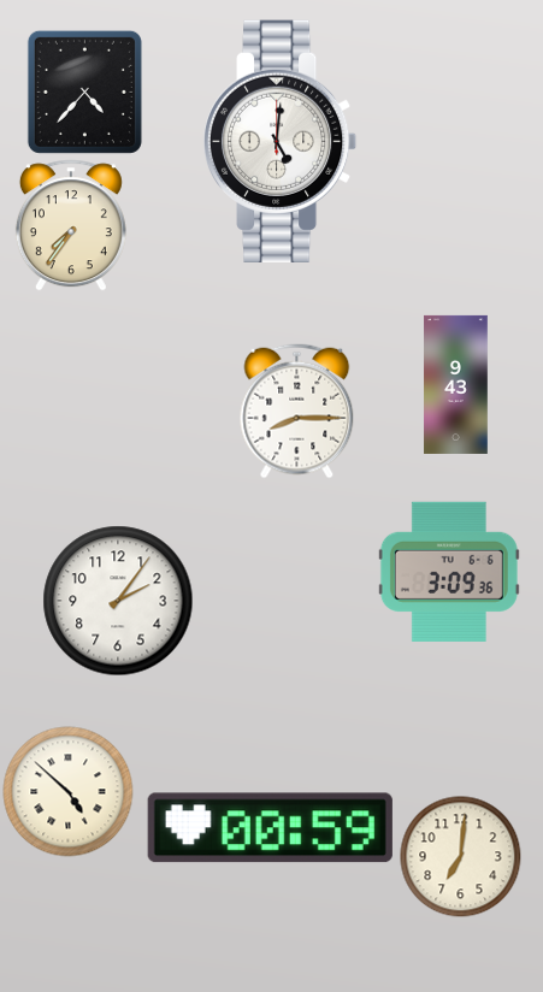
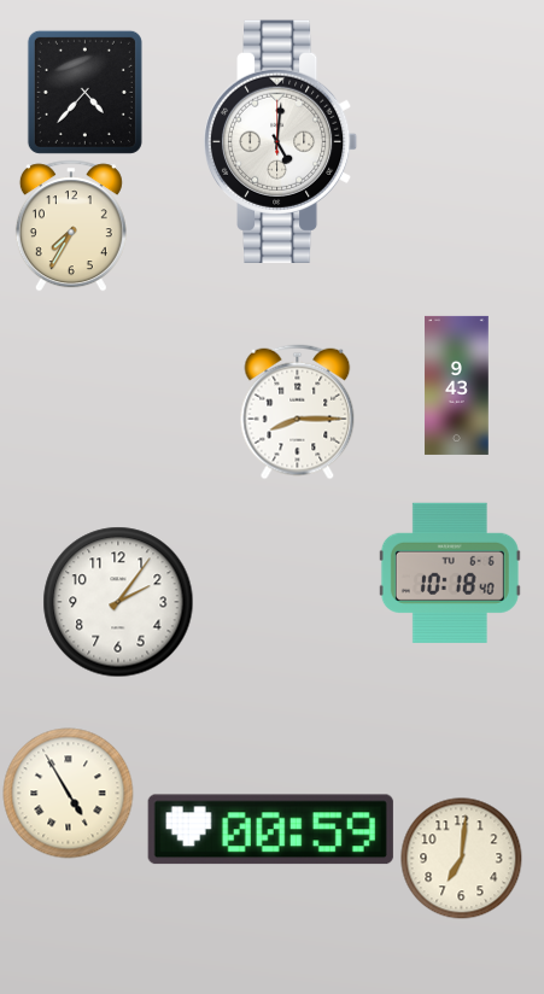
clock at (71, 225): 7:36 -> 7:35
clock at (449, 572): 3:09 -> 10:18
clock at (69, 792): 4:52 -> 4:55
